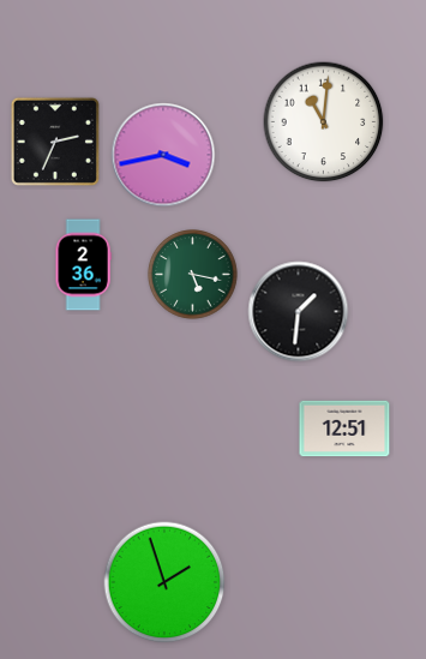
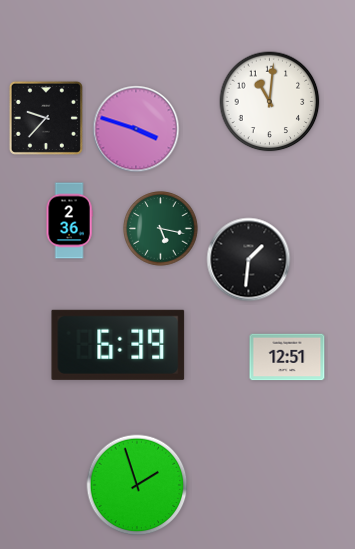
clock at (55, 142): 2:34 -> 9:37
clock at (163, 155): 3:43 -> 3:48
clock at (118, 345): none -> 6:39
